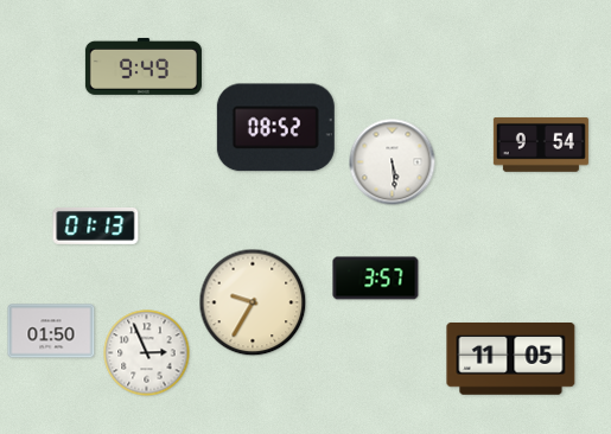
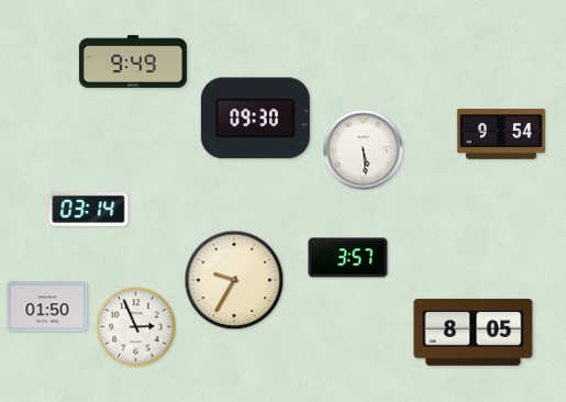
clock at (275, 128): 08:52 -> 09:30
clock at (96, 225): 01:13 -> 03:14
clock at (511, 359): 11:05 -> 8:05
